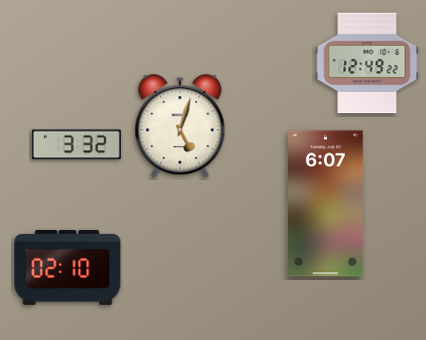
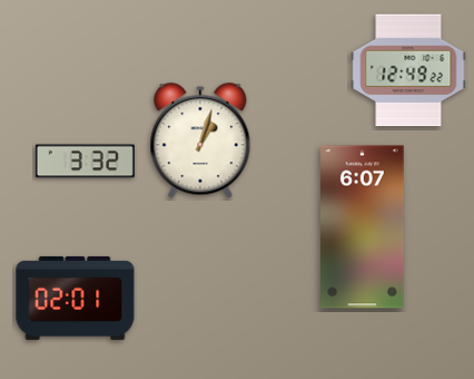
clock at (180, 127): 5:03 -> 1:03
clock at (68, 267): 02:10 -> 02:01
